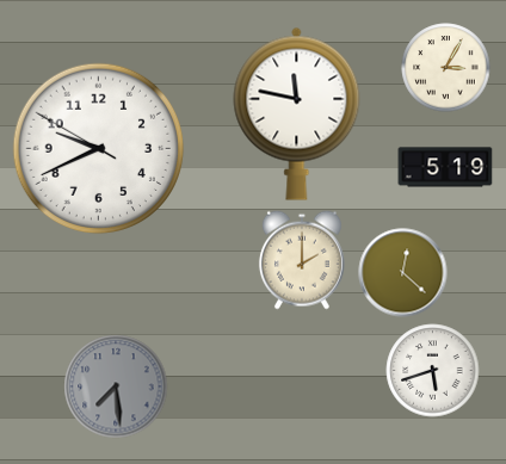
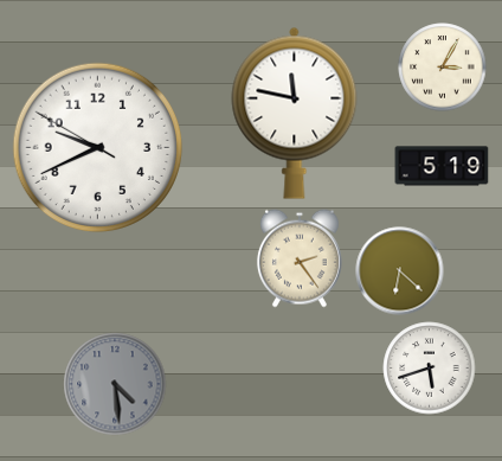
clock at (302, 260): 2:00 -> 2:24
clock at (403, 273): 12:22 -> 6:22
clock at (116, 386): 7:29 -> 4:29
